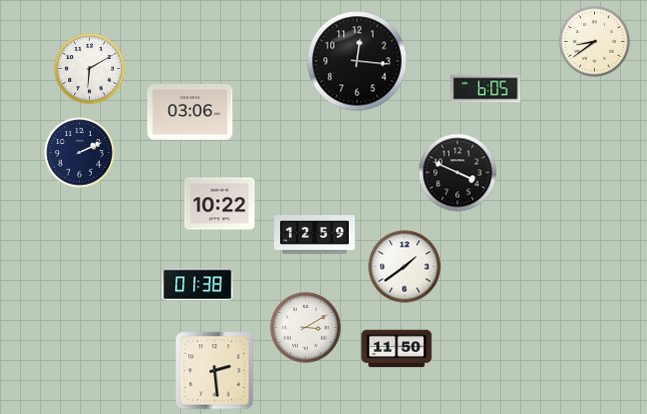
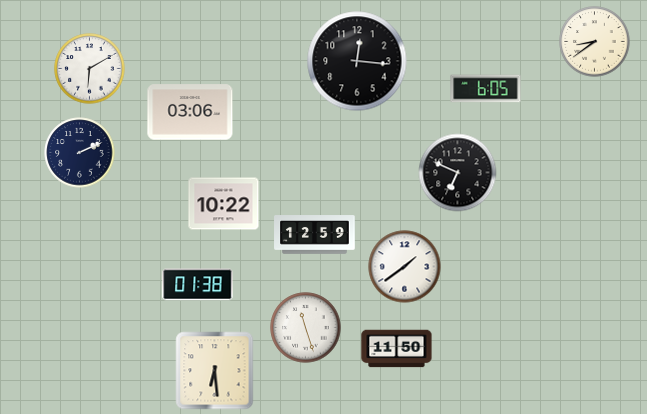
clock at (458, 173): 3:49 -> 6:49
clock at (220, 204) position: (220, 204) -> (224, 204)
clock at (306, 328): 3:10 -> 11:27
clock at (215, 371): 2:29 -> 6:29
